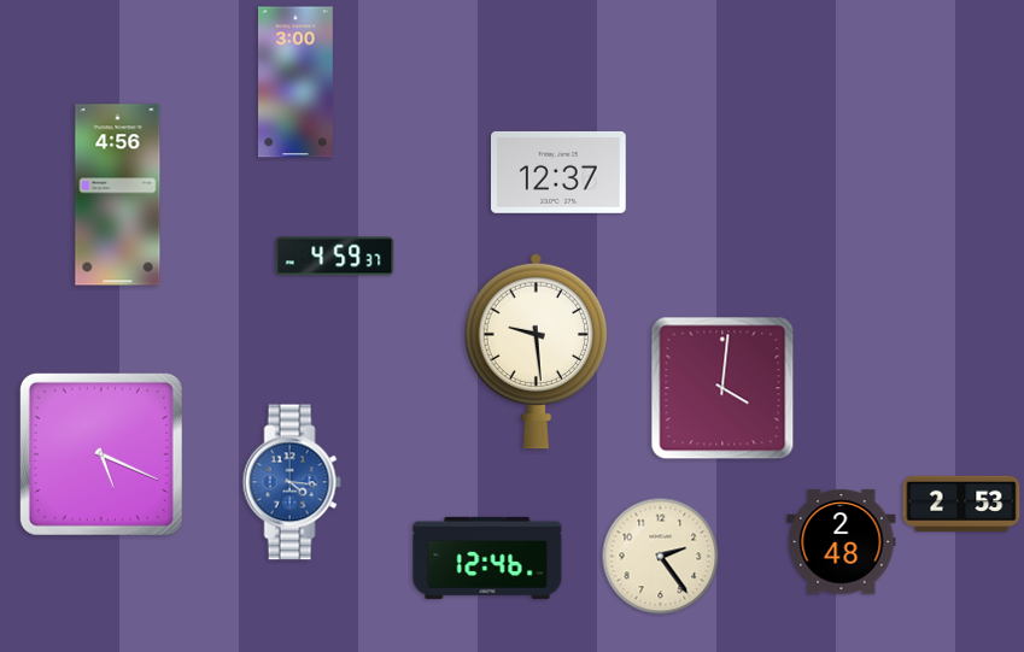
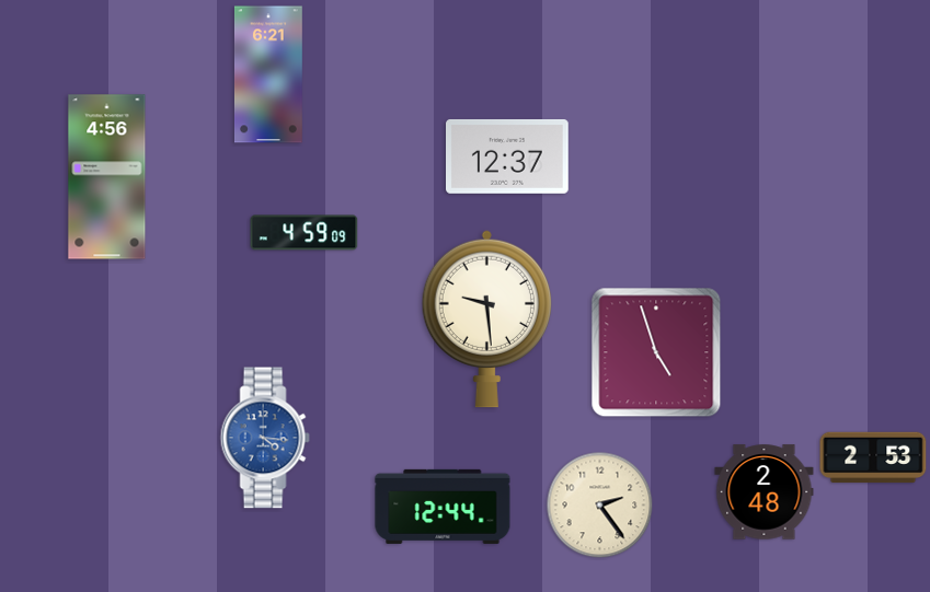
clock at (296, 82): 3:00 -> 6:21
clock at (335, 257): 4:59:37 -> 4:59:09
clock at (722, 388): 4:01 -> 4:57
clock at (101, 454): 5:19 -> none
clock at (487, 558): 12:46 -> 12:44
